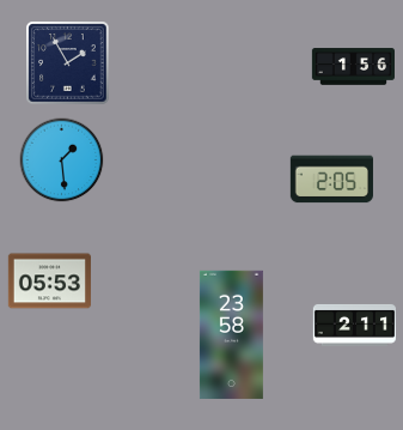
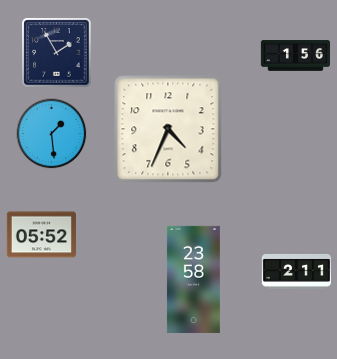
clock at (168, 129): none -> 4:34
clock at (331, 180): 2:05 -> none
clock at (49, 281): 05:53 -> 05:52
